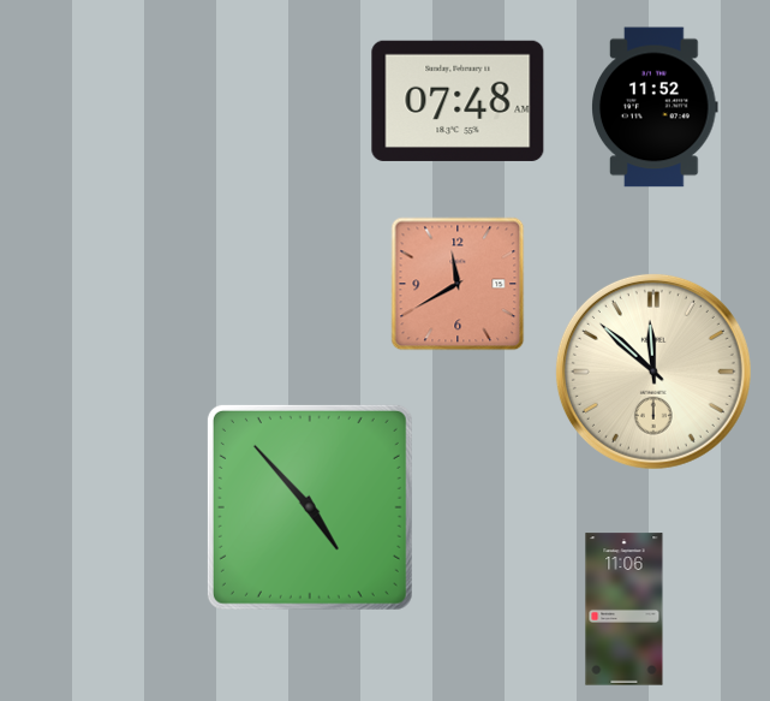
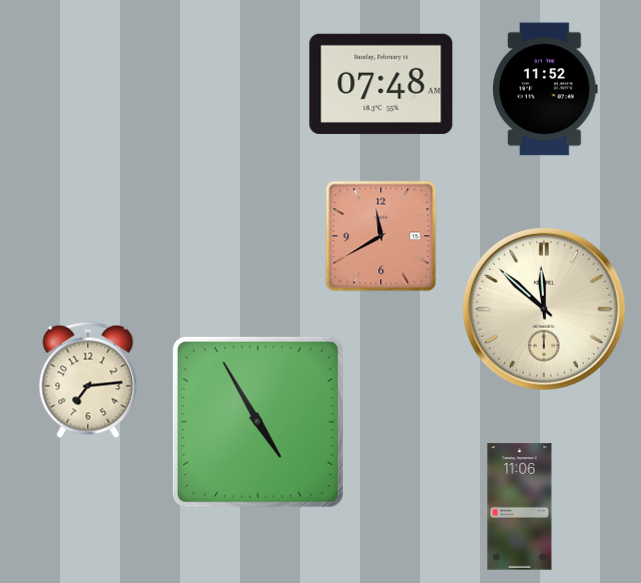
clock at (88, 380): none -> 7:14
clock at (310, 507): 4:53 -> 4:55
